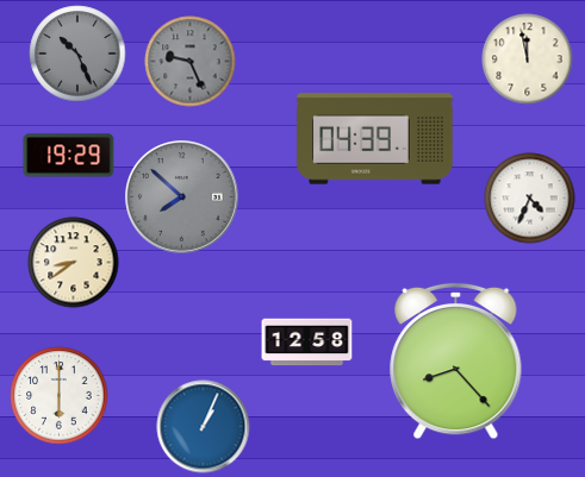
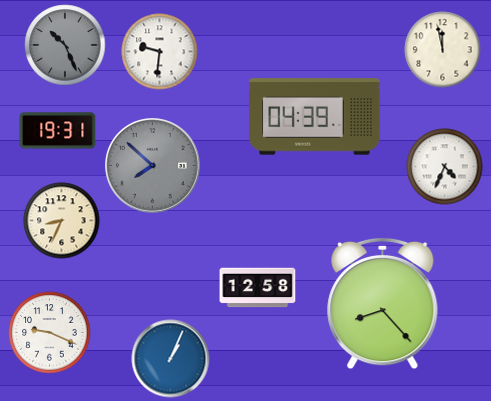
clock at (191, 62): 9:26 -> 9:31
clock at (191, 62) dial: grey -> white
clock at (69, 156): 19:29 -> 19:31
clock at (74, 263): 8:39 -> 8:34
clock at (60, 396): 6:00 -> 9:19
